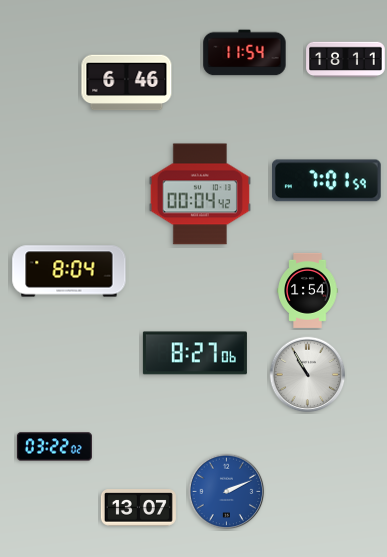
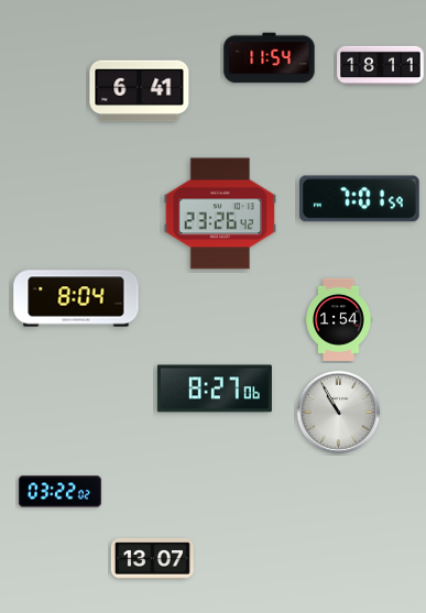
clock at (127, 83): 6:46 -> 6:41
clock at (200, 194): 00:04 -> 23:26
clock at (227, 492): 2:11 -> none
